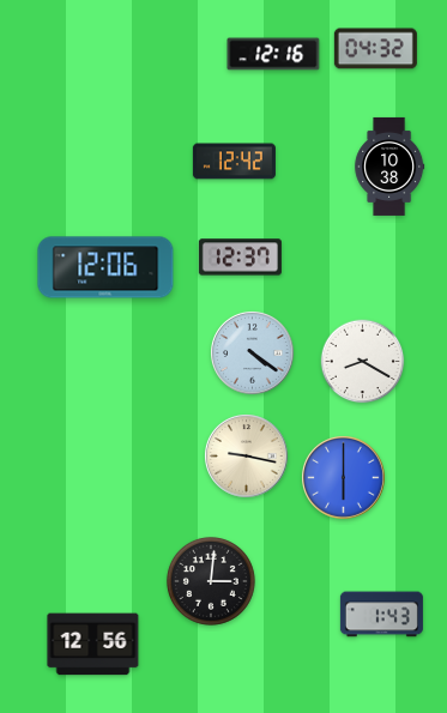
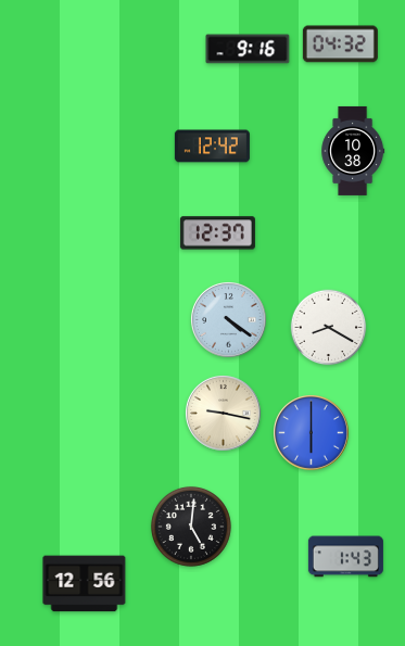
clock at (273, 54): 12:16 -> 9:16
clock at (105, 267): 12:06 -> none
clock at (211, 581): 3:01 -> 5:01
